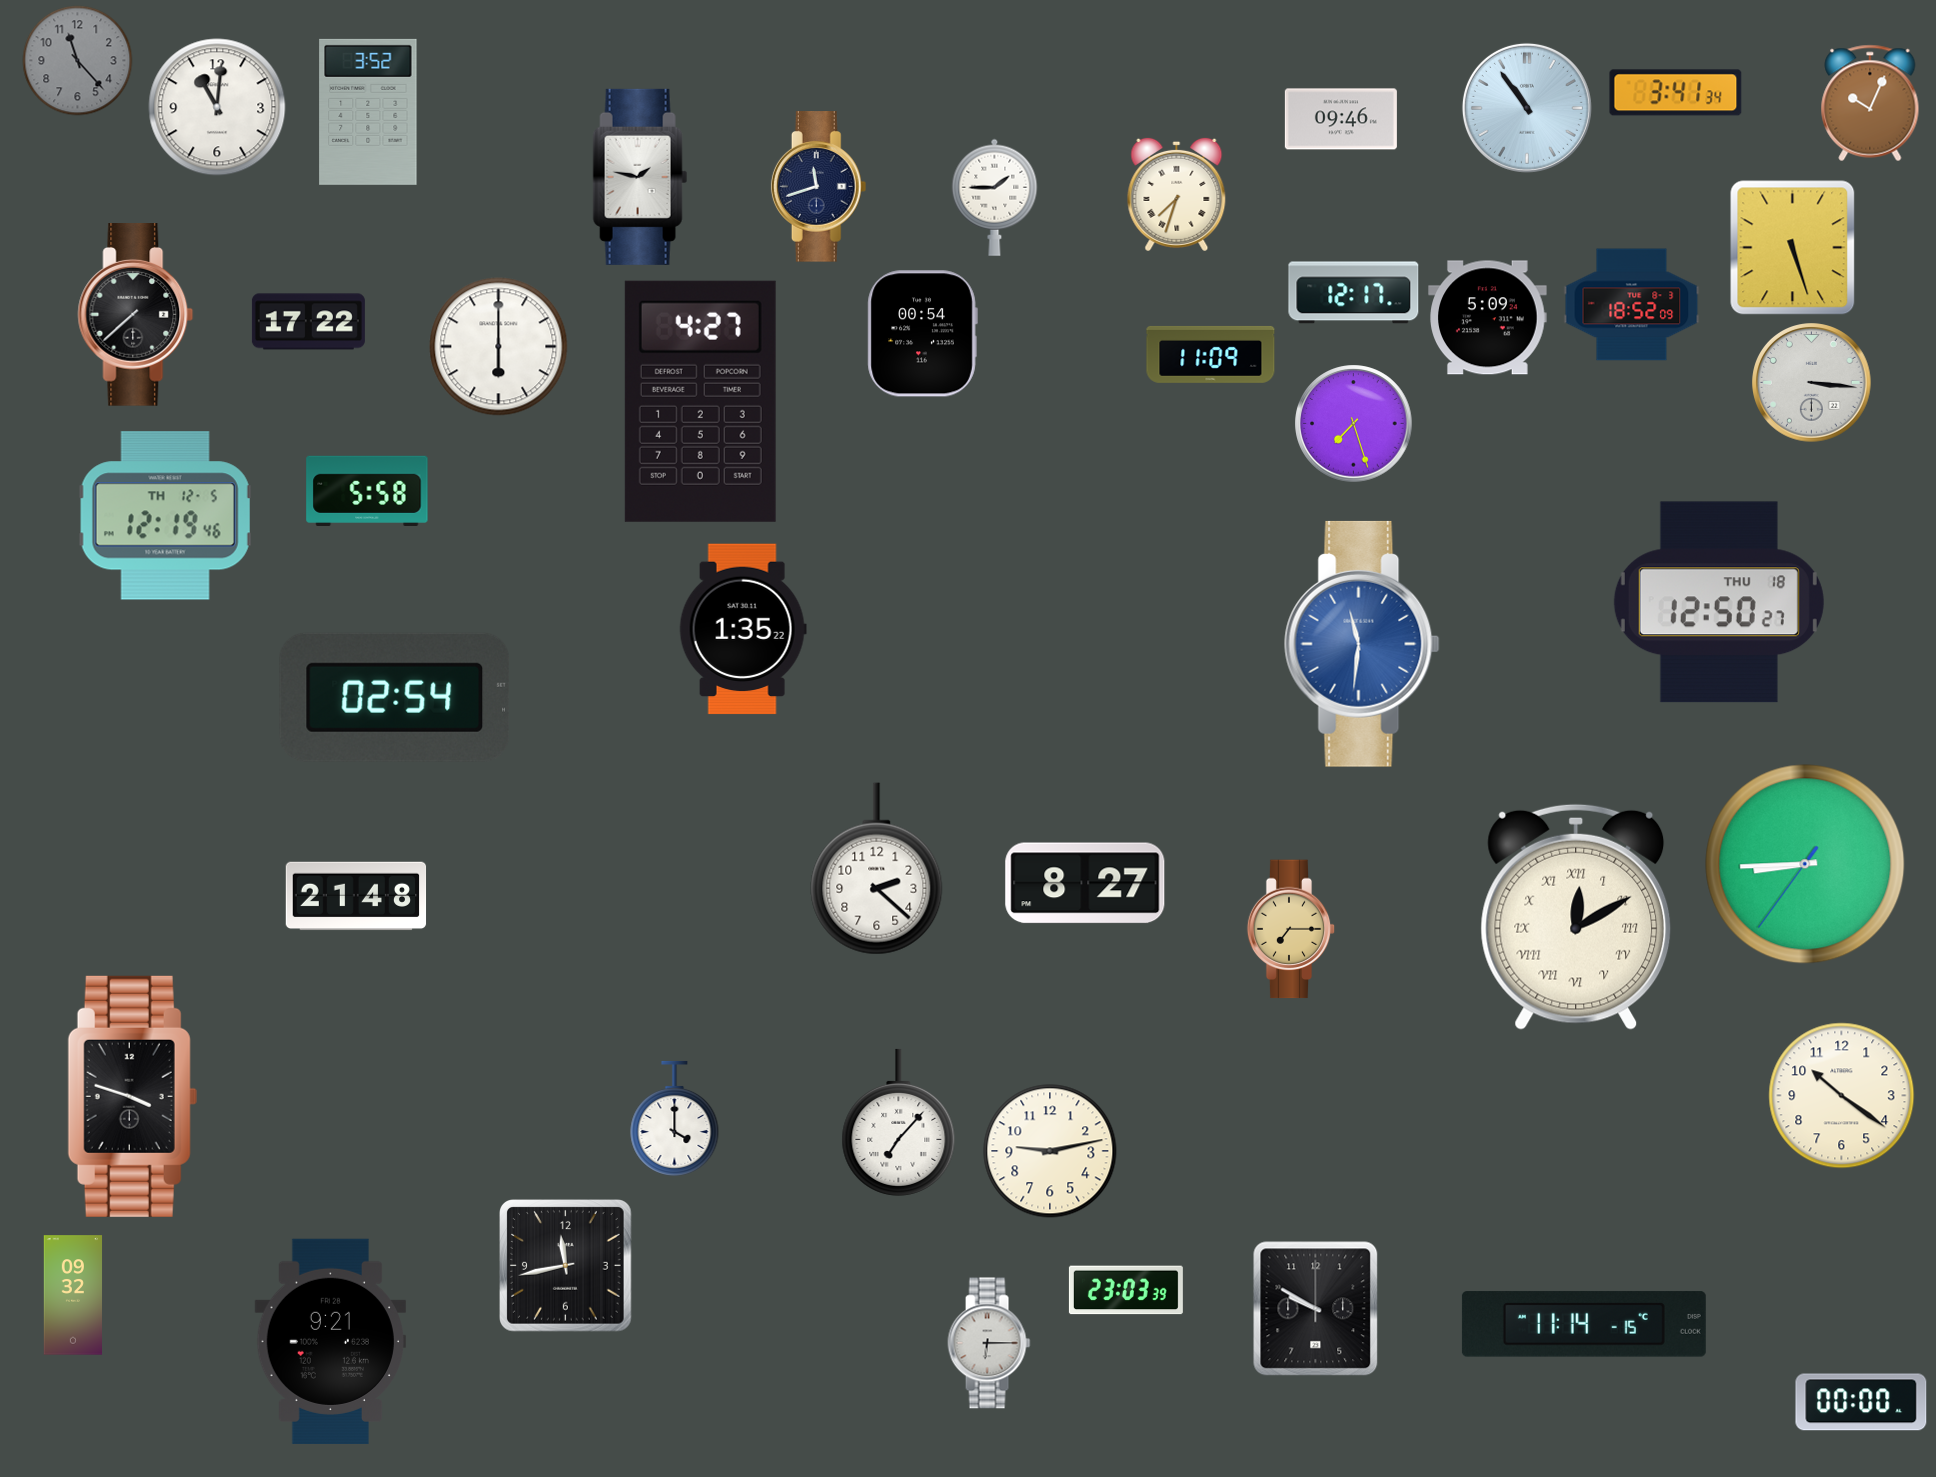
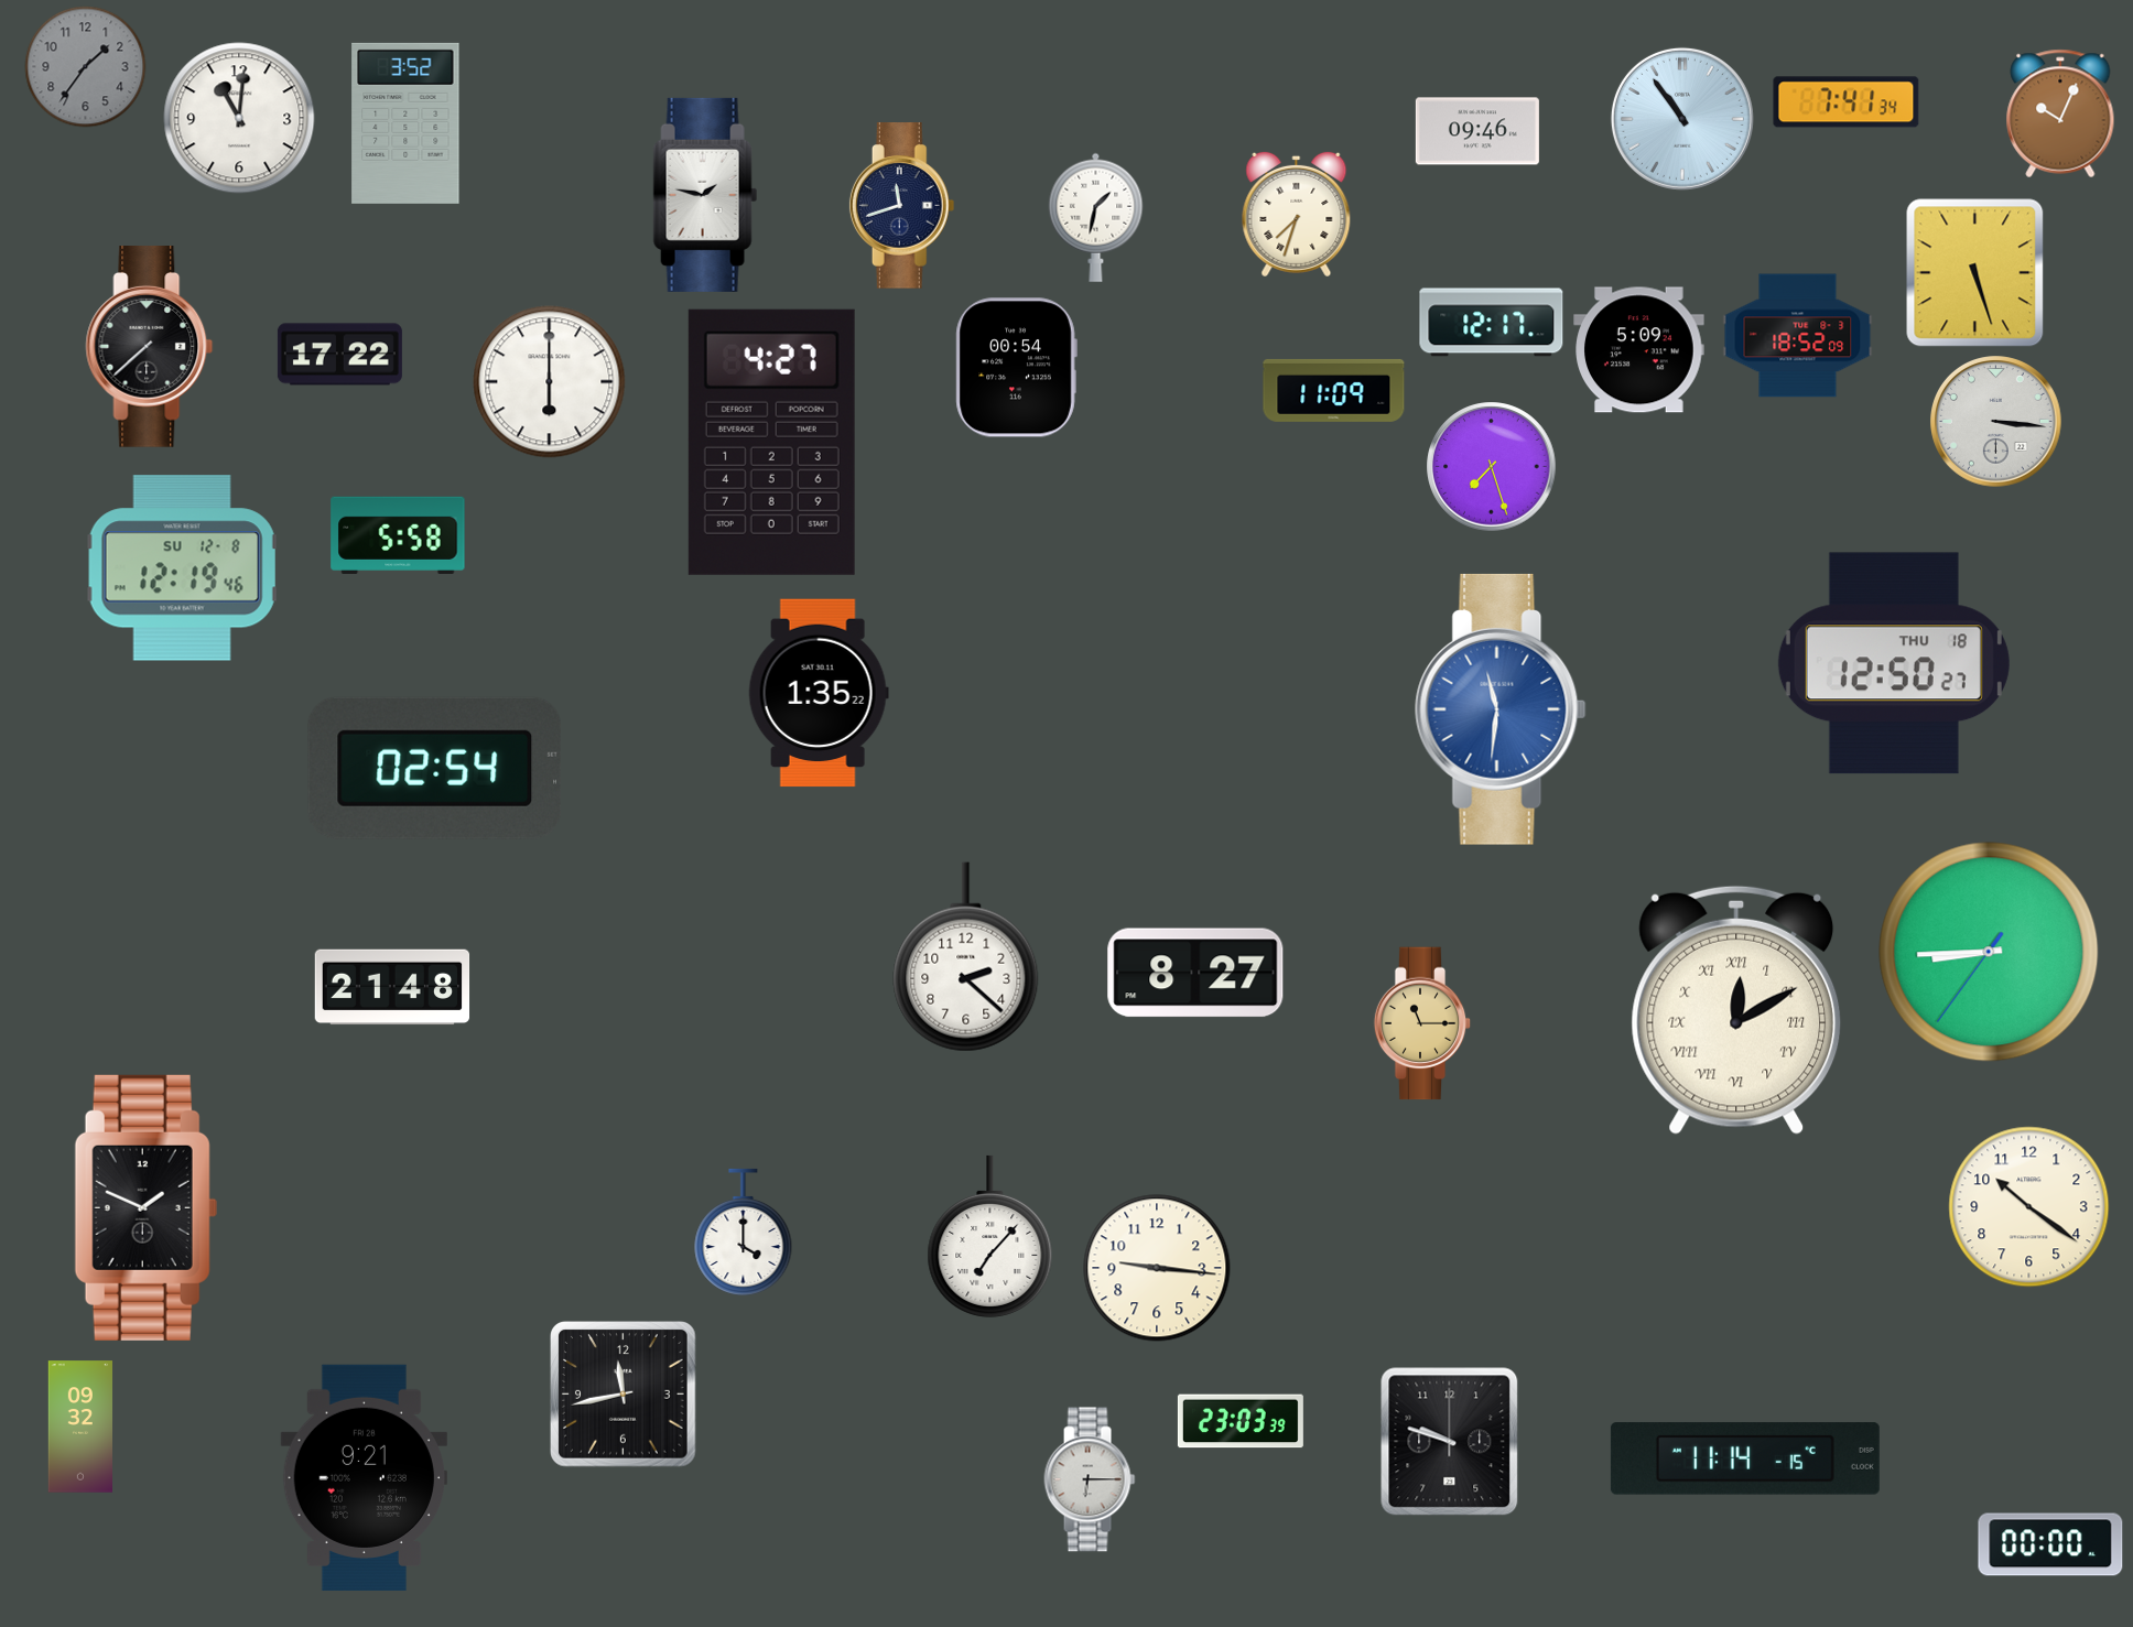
clock at (78, 61): 11:23 -> 1:36
clock at (1676, 93): 3:41 -> 7:41
clock at (995, 197): 1:45 -> 1:32
clock at (367, 491) position: (367, 491) -> (398, 535)
clock at (166, 516) date: TH 12-5 -> SU 12-8
clock at (1291, 929): 7:15 -> 11:15
clock at (132, 1096): 3:48 -> 1:49
clock at (1050, 1151): 9:13 -> 9:16
clock at (1316, 1309): 9:50 -> 9:48
